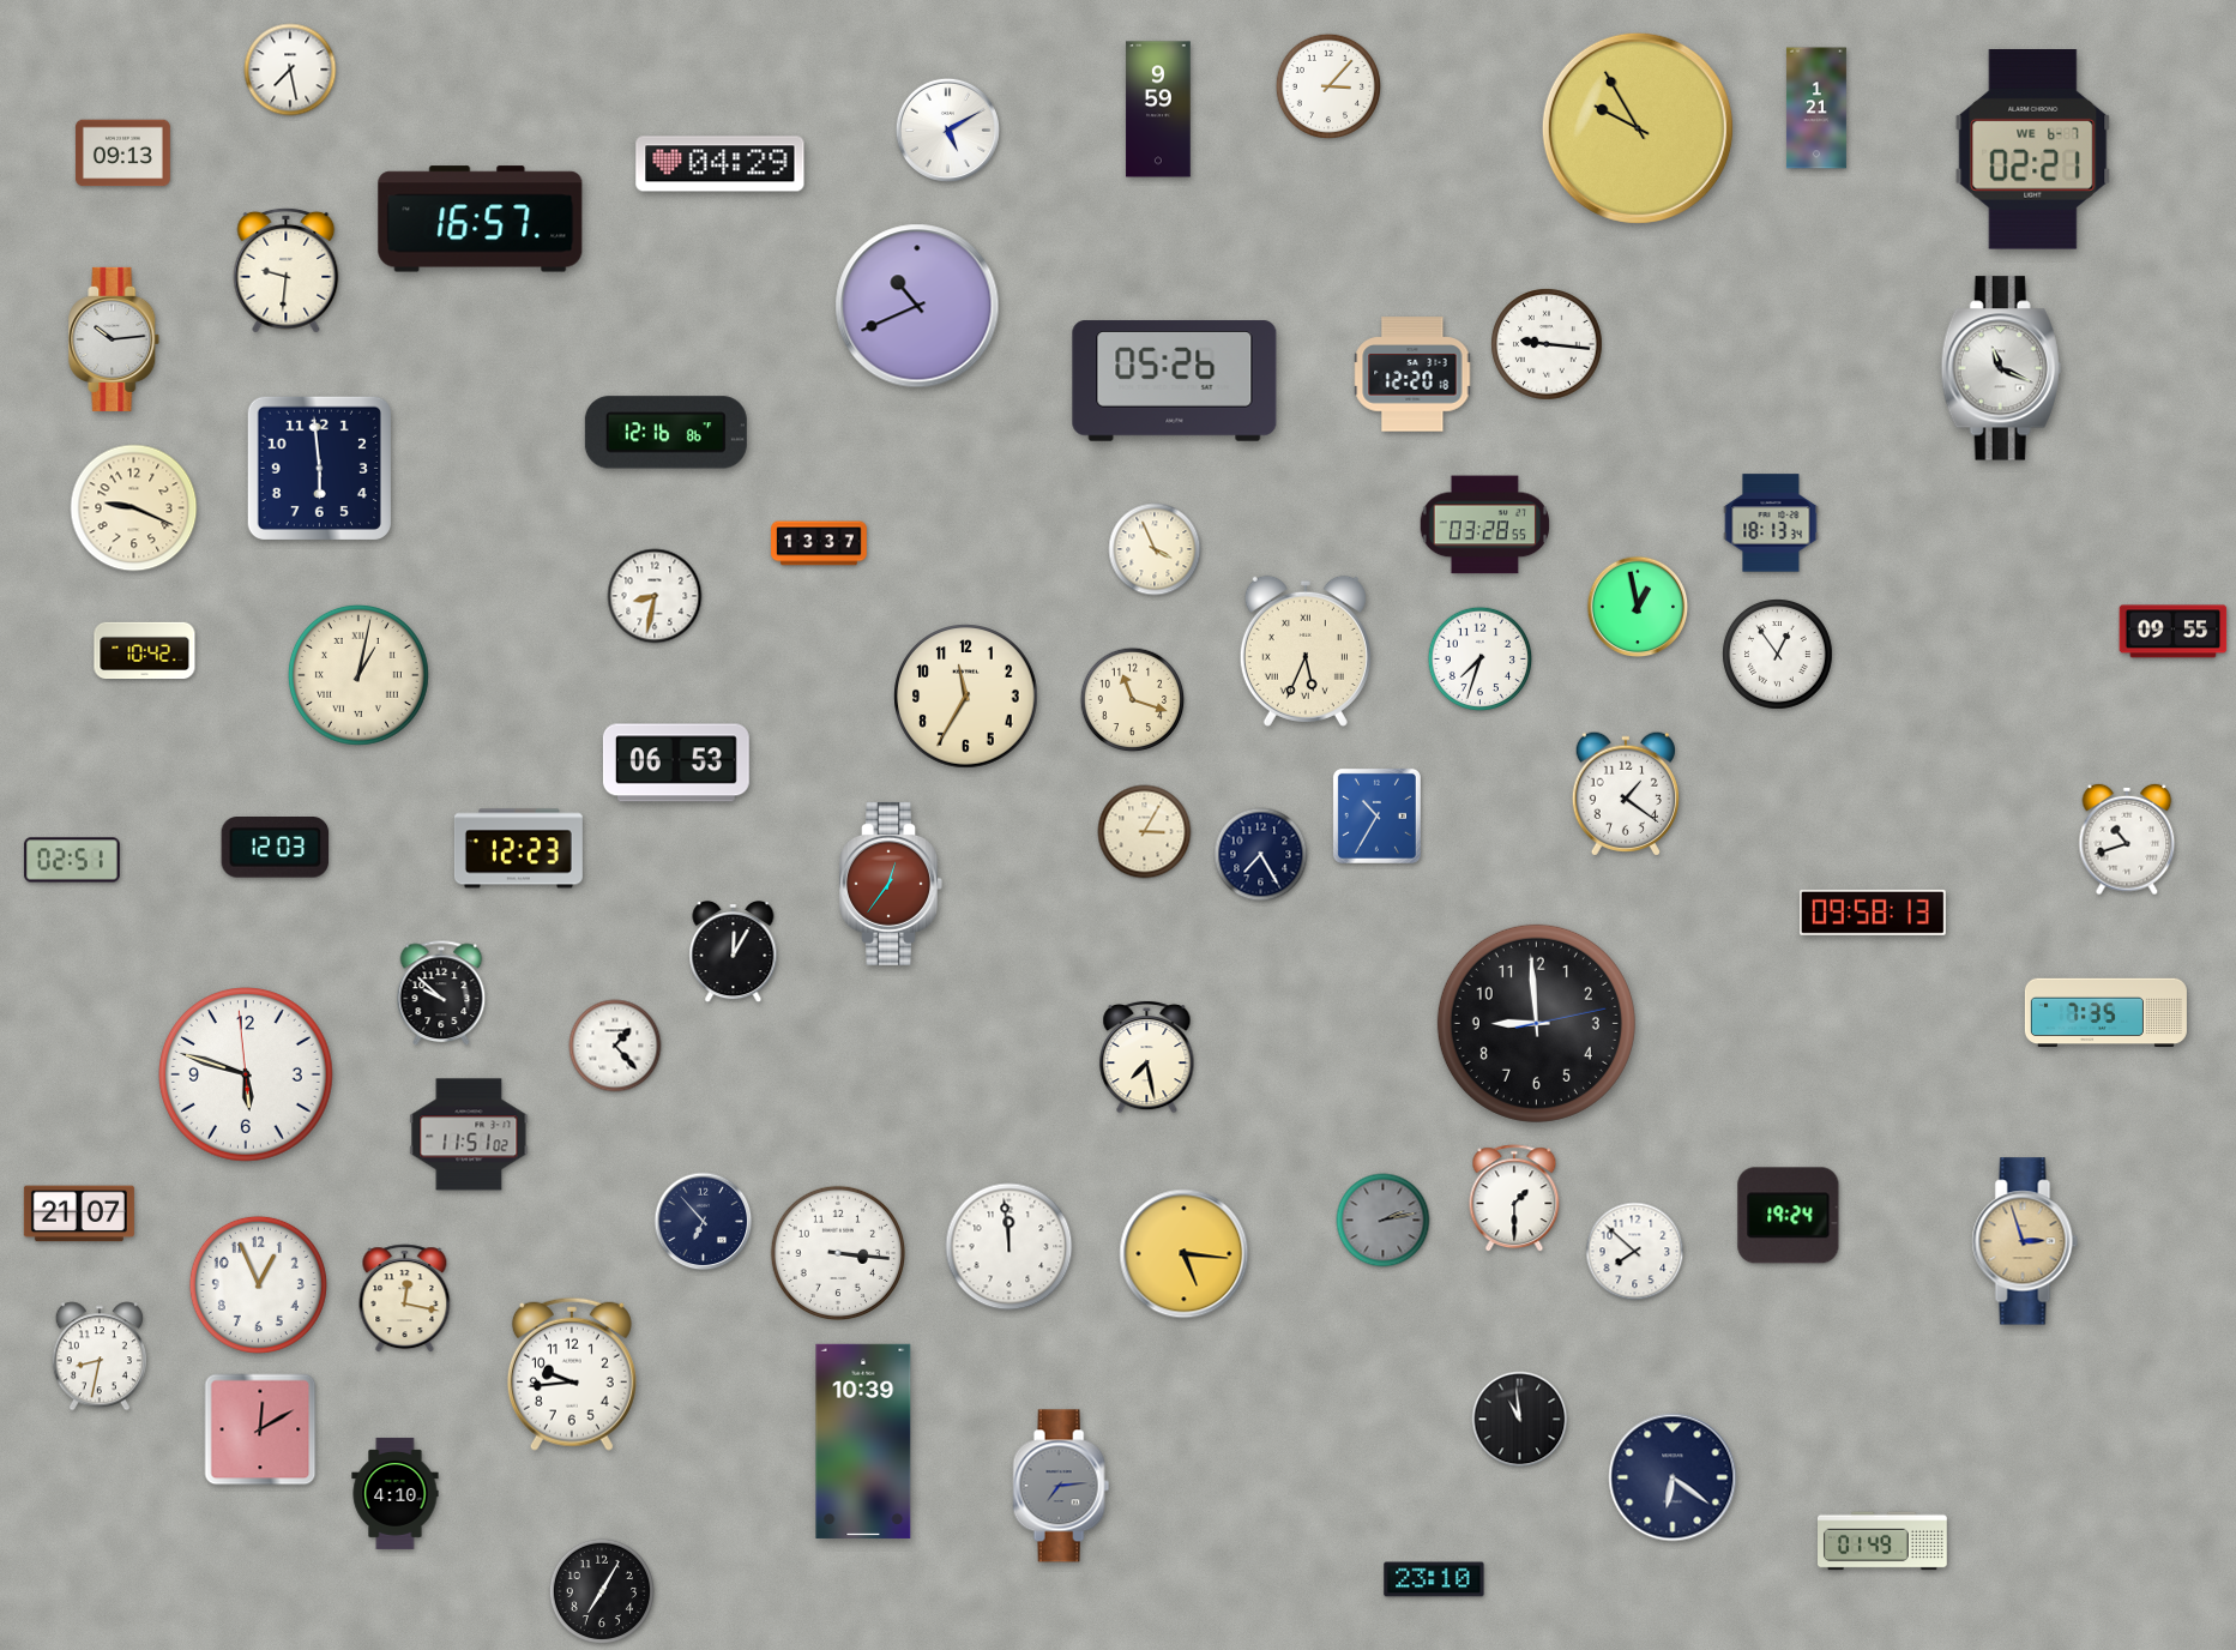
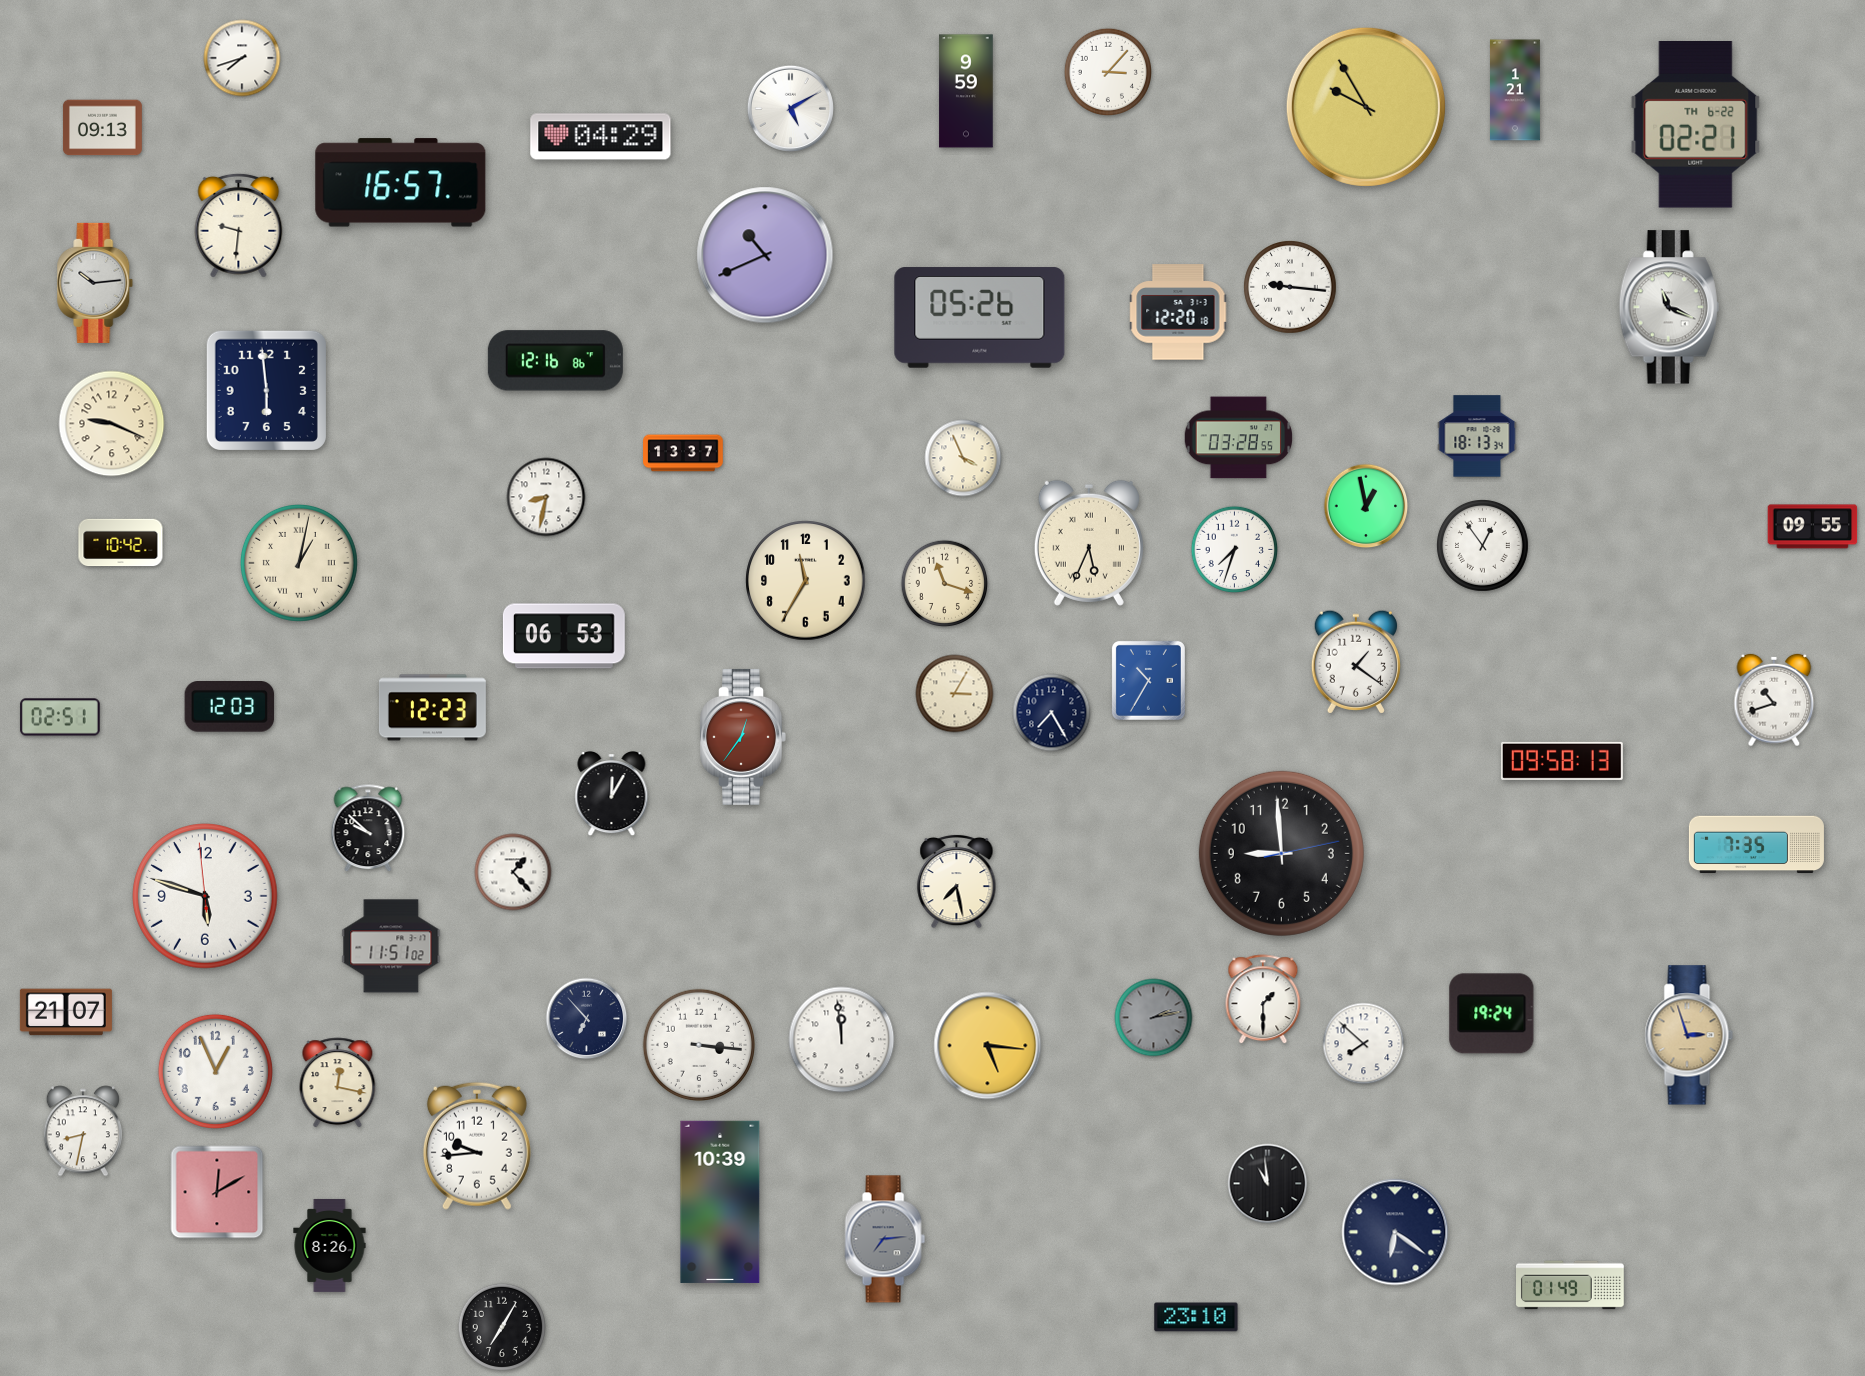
clock at (290, 70): 7:28 -> 7:42
clock at (2033, 150) date: WE 6-7 -> TH 6-22
clock at (396, 1493): 4:10 -> 8:26
